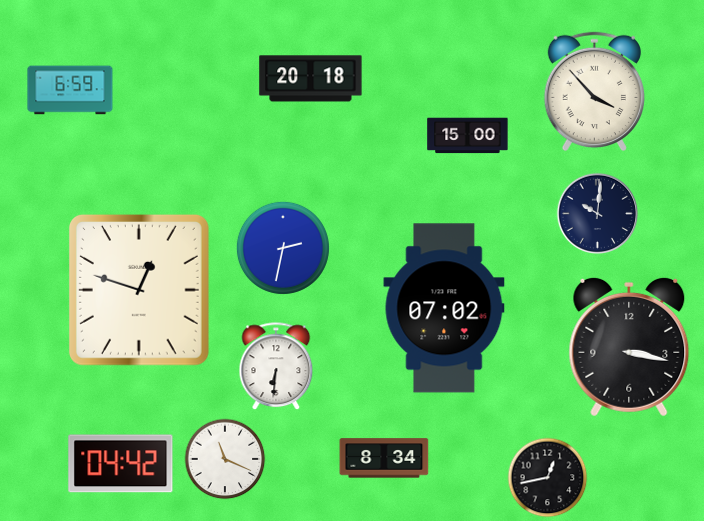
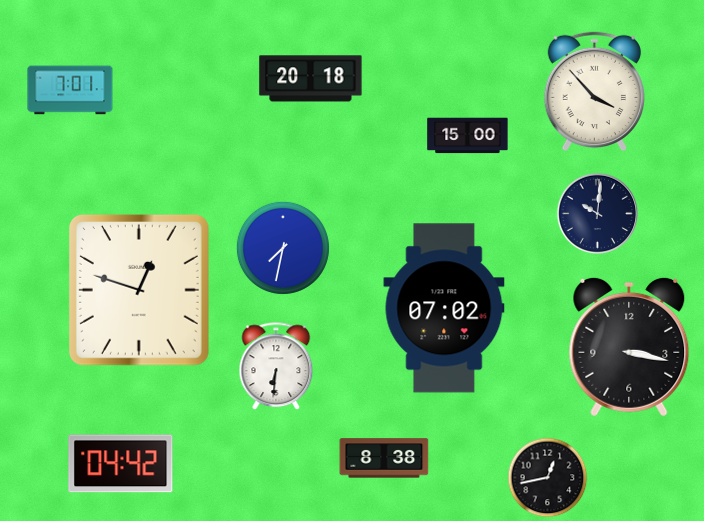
clock at (70, 90): 6:59 -> 7:01
clock at (283, 248): 2:32 -> 7:32
clock at (384, 458): 8:34 -> 8:38
clock at (225, 459): 11:19 -> none
